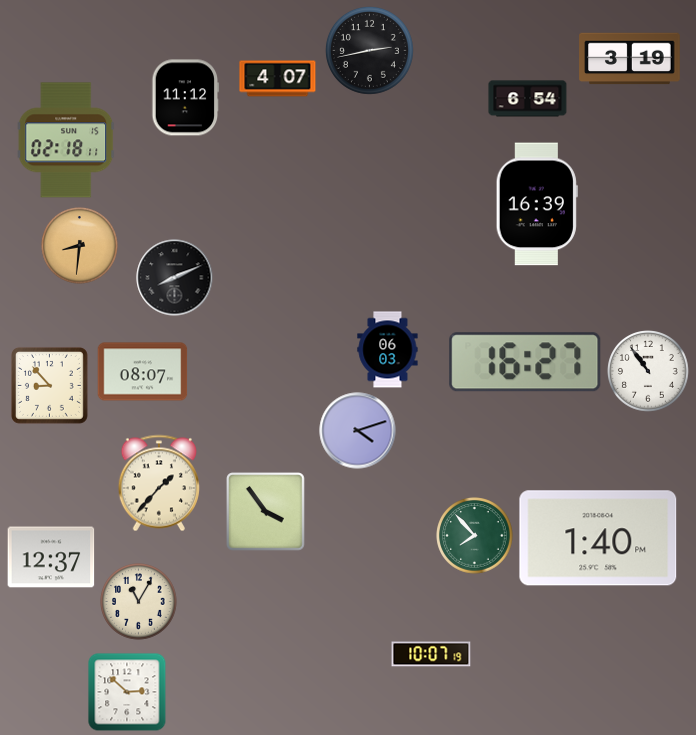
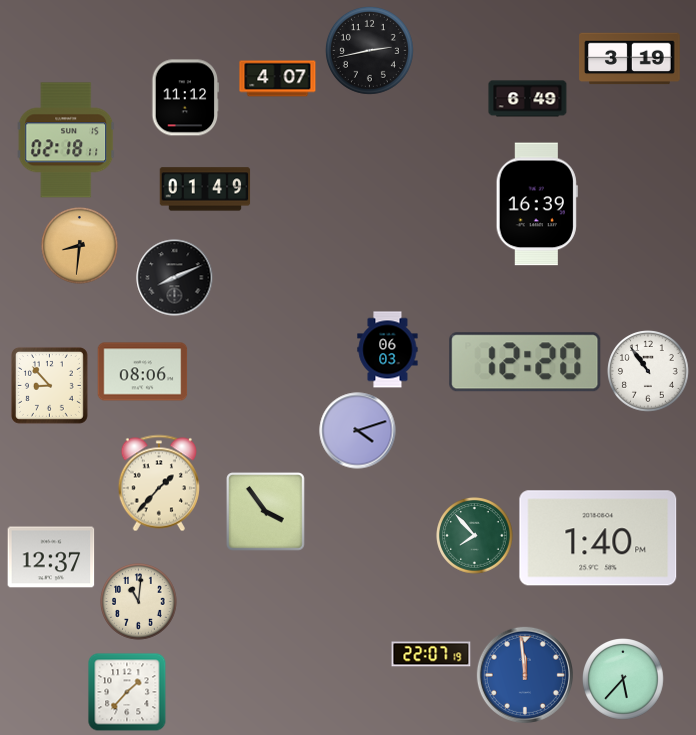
clock at (528, 99): 6:54 -> 6:49
clock at (205, 189): none -> 01:49
clock at (525, 362): 16:27 -> 12:20
clock at (143, 372): 08:07 -> 08:06
clock at (139, 602): 11:05 -> 11:01
clock at (431, 654): 10:07 -> 22:07
clock at (525, 675): none -> 11:59
clock at (624, 680): none -> 5:37
clock at (127, 692): 2:52 -> 1:37
